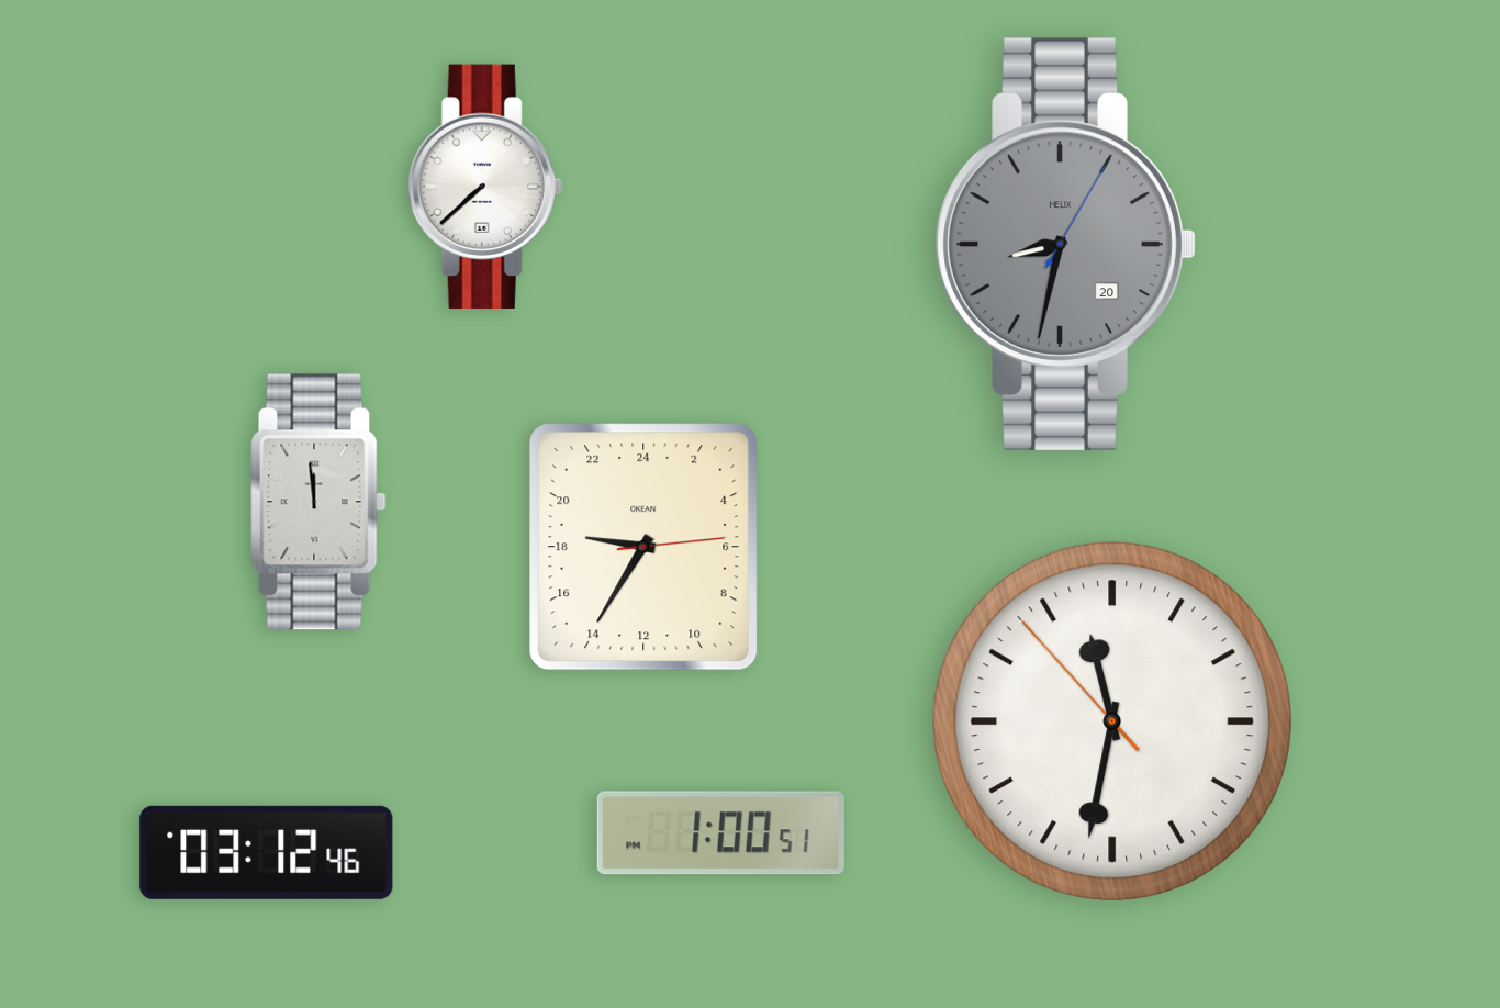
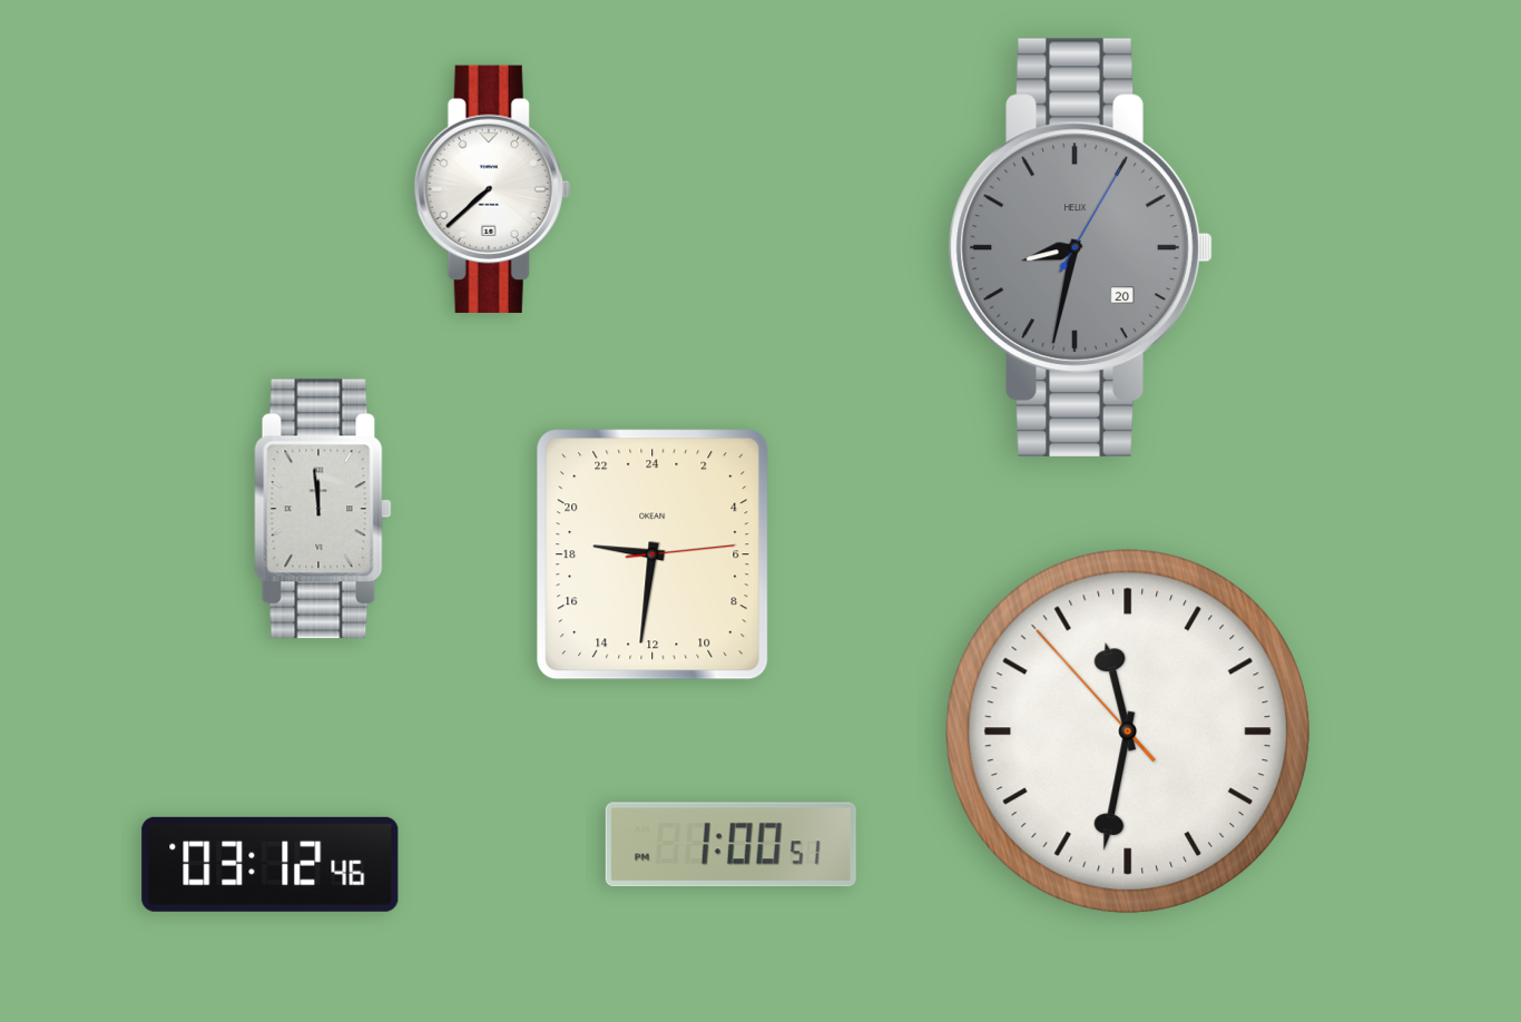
clock at (643, 547): 18:35 -> 18:31
